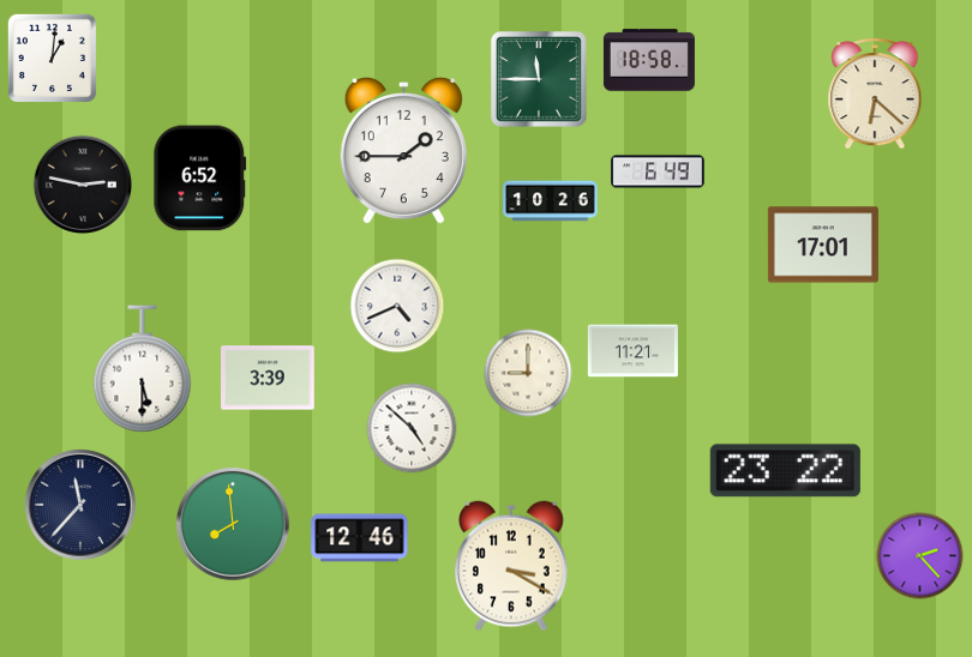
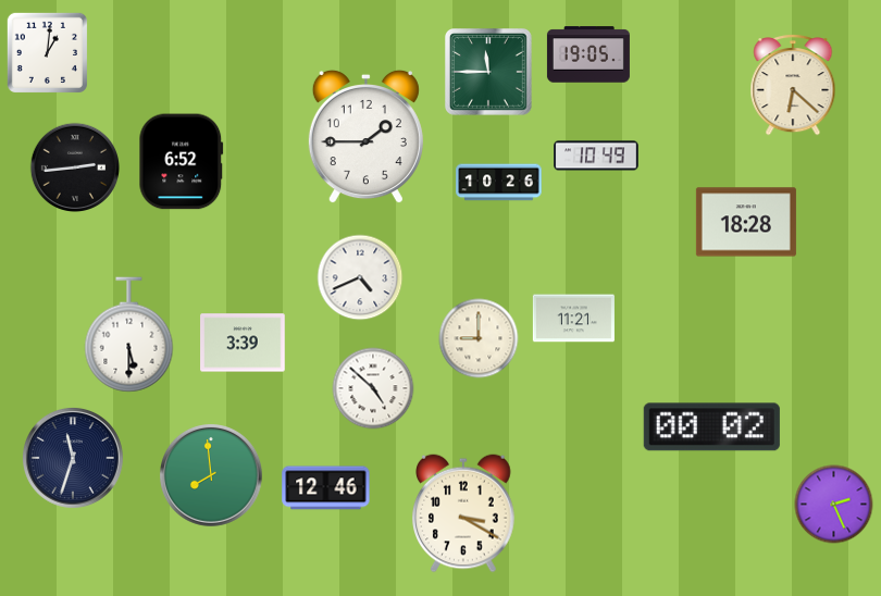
clock at (649, 60): 18:58 -> 19:05
clock at (658, 171): 6:49 -> 10:49
clock at (82, 183): 2:47 -> 2:44
clock at (823, 245): 17:01 -> 18:28
clock at (785, 471): 23:22 -> 00:02
clock at (80, 505): 11:37 -> 11:33
clock at (920, 556): 2:23 -> 2:26
